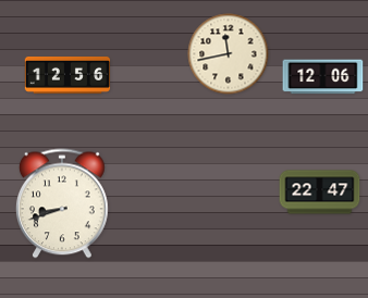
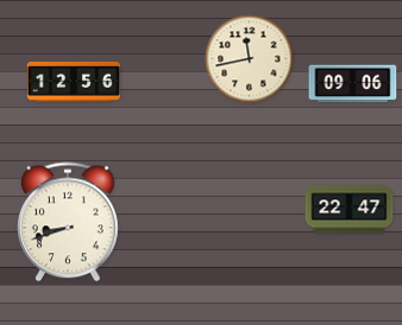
clock at (323, 77): 12:06 -> 09:06
